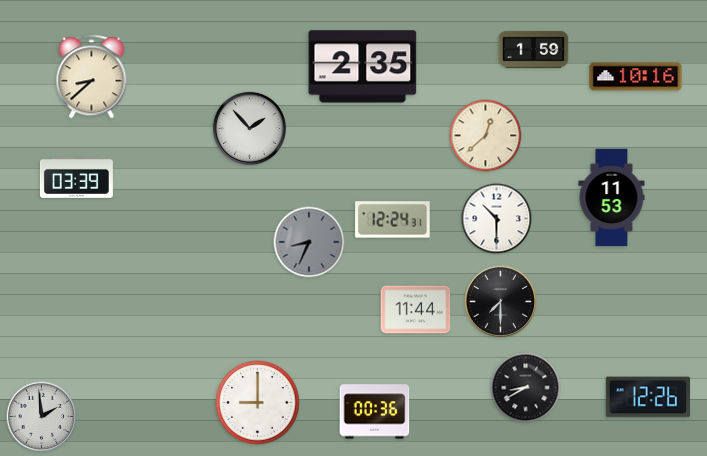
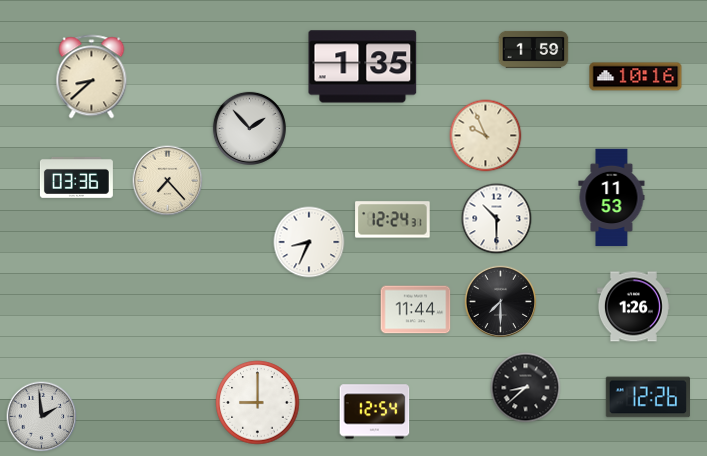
clock at (363, 67): 2:35 -> 1:35
clock at (486, 136): 12:38 -> 9:56
clock at (76, 177): 03:39 -> 03:36
clock at (168, 181): none -> 7:23
clock at (309, 242) dial: grey -> white
clock at (633, 307): none -> 1:26
clock at (526, 388): 8:40 -> 8:38
clock at (375, 412): 00:36 -> 12:54
